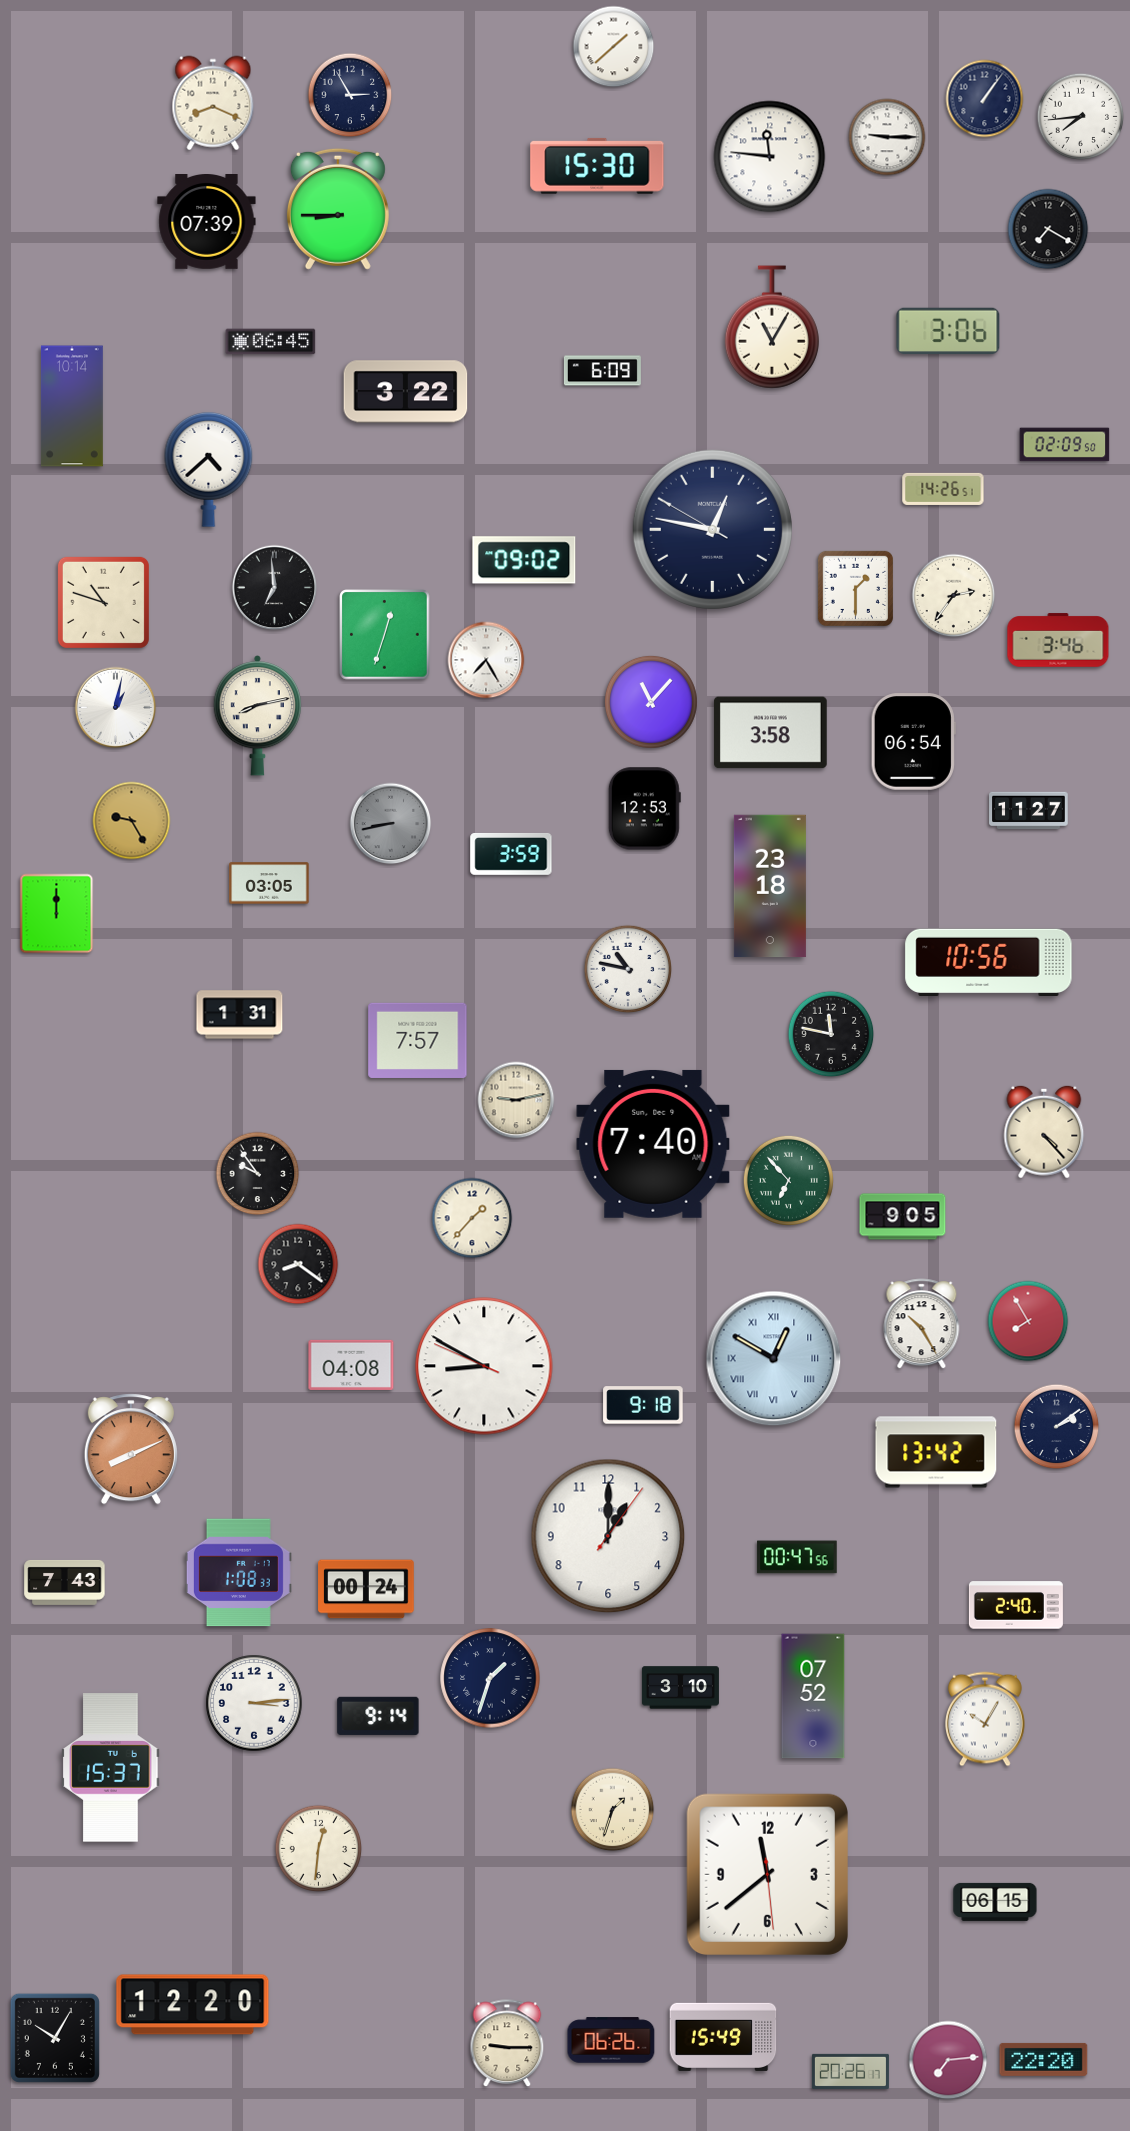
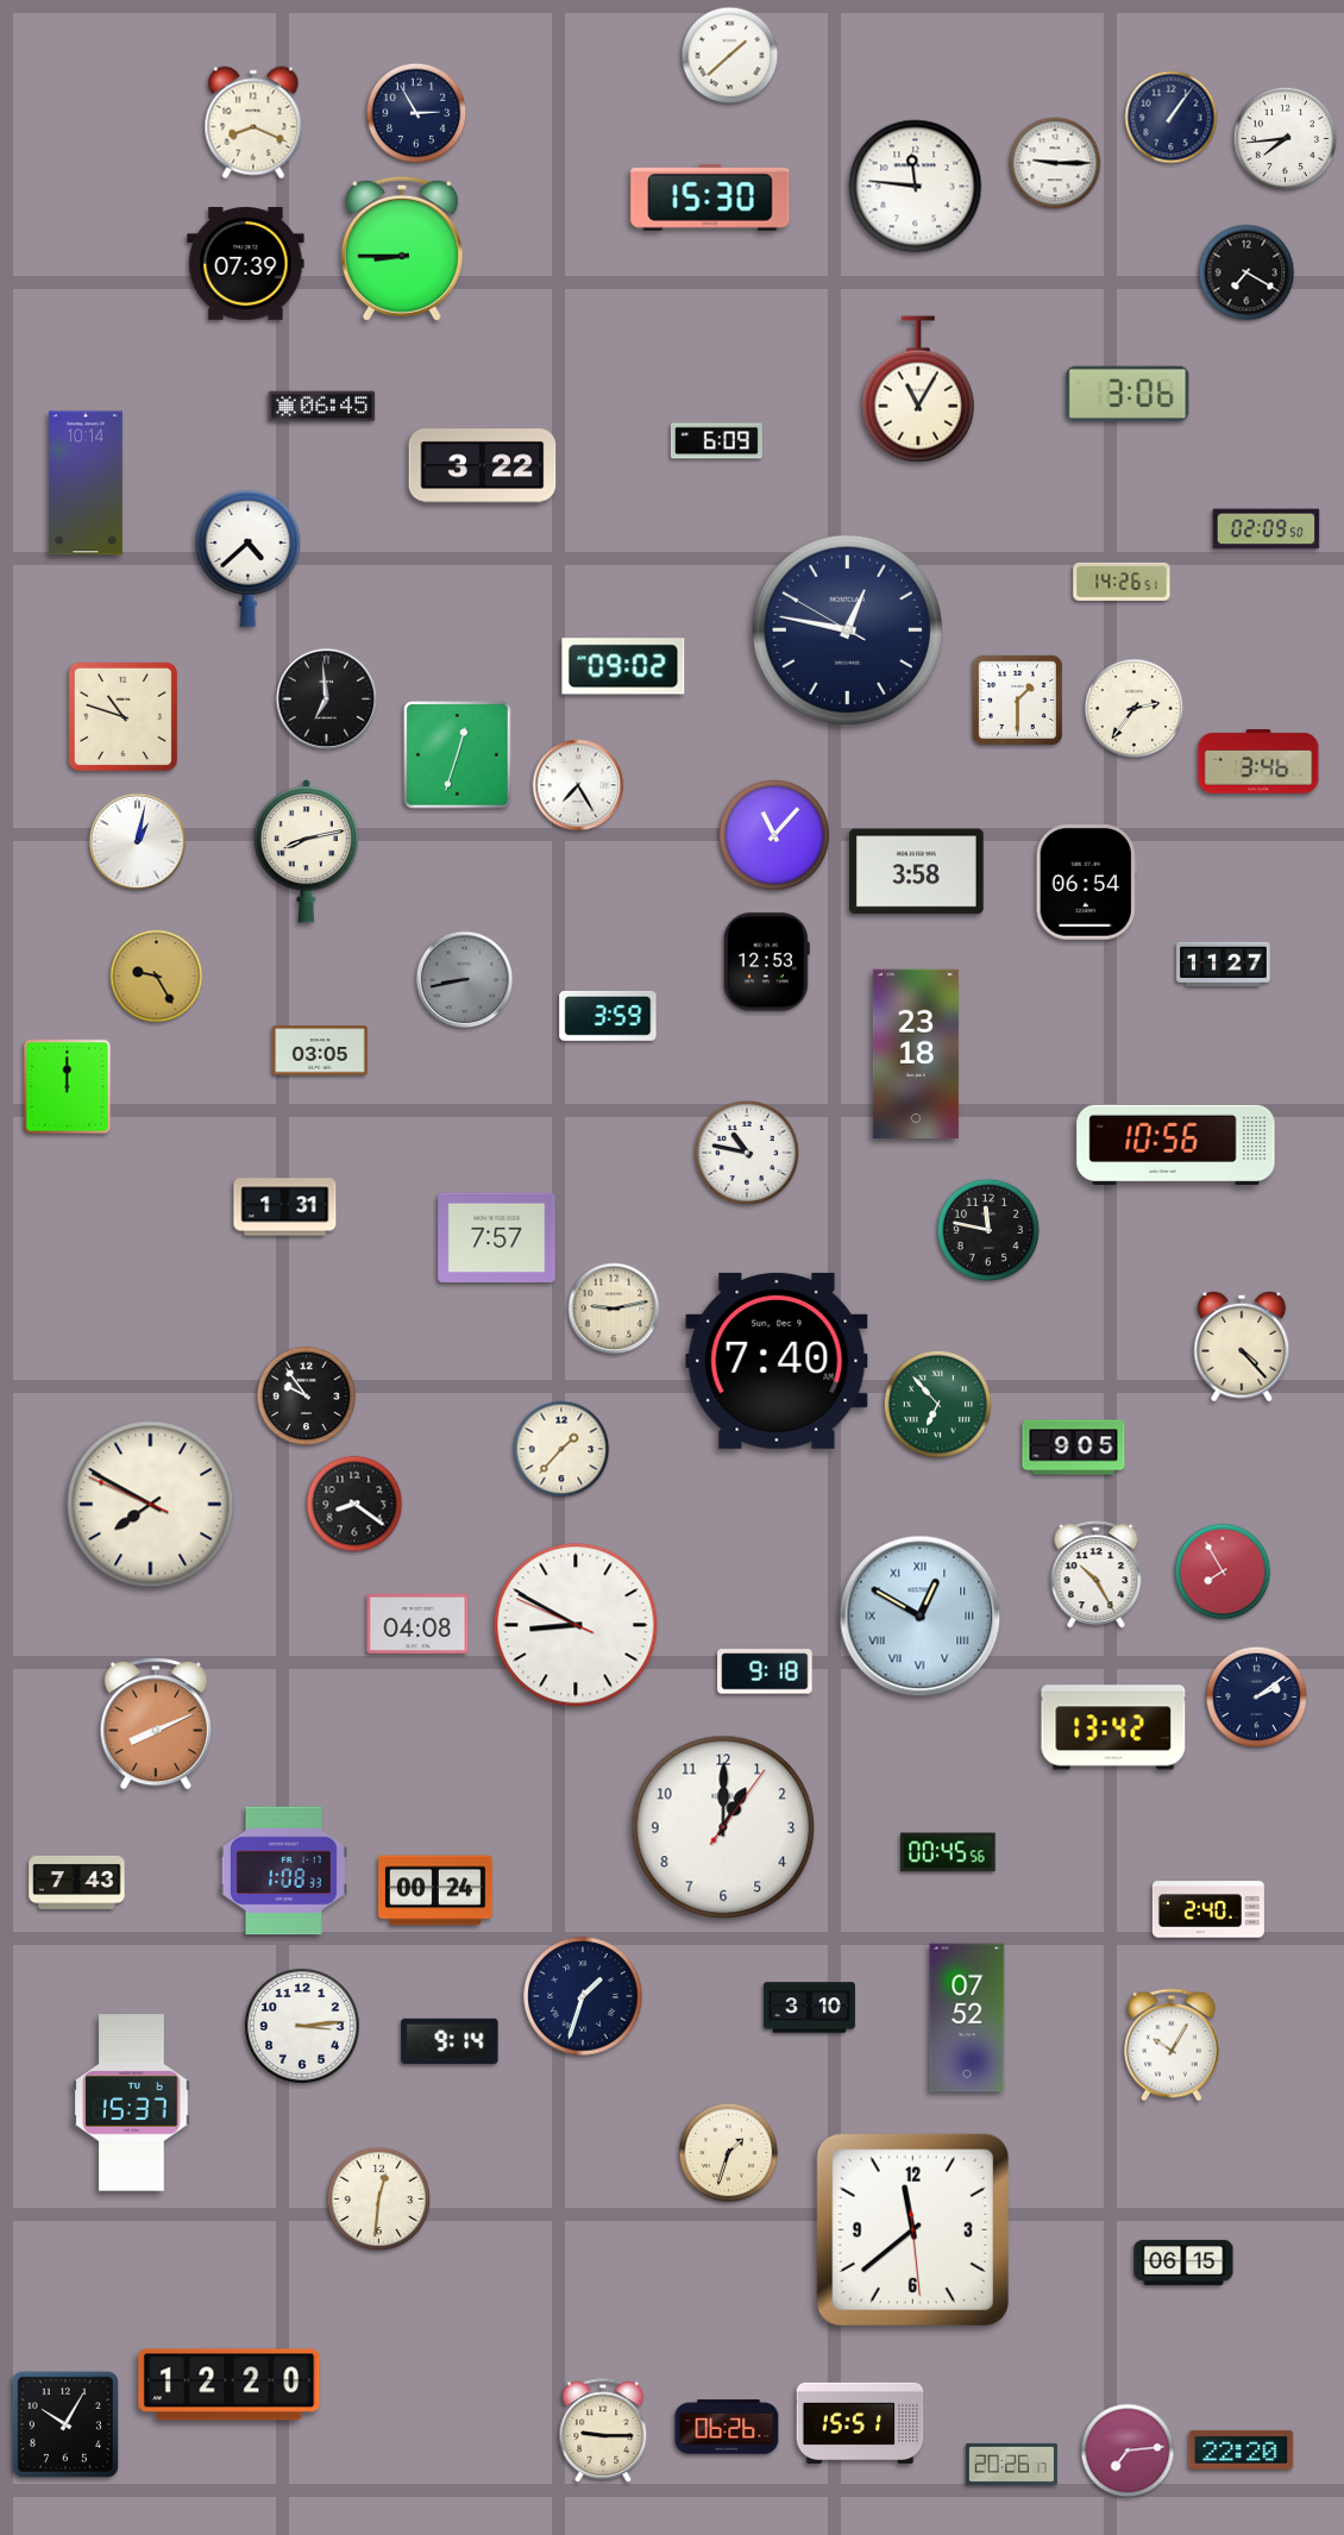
clock at (151, 1505): none -> 7:49
clock at (797, 1557): 00:47 -> 00:45
clock at (723, 2037): 15:49 -> 15:51
